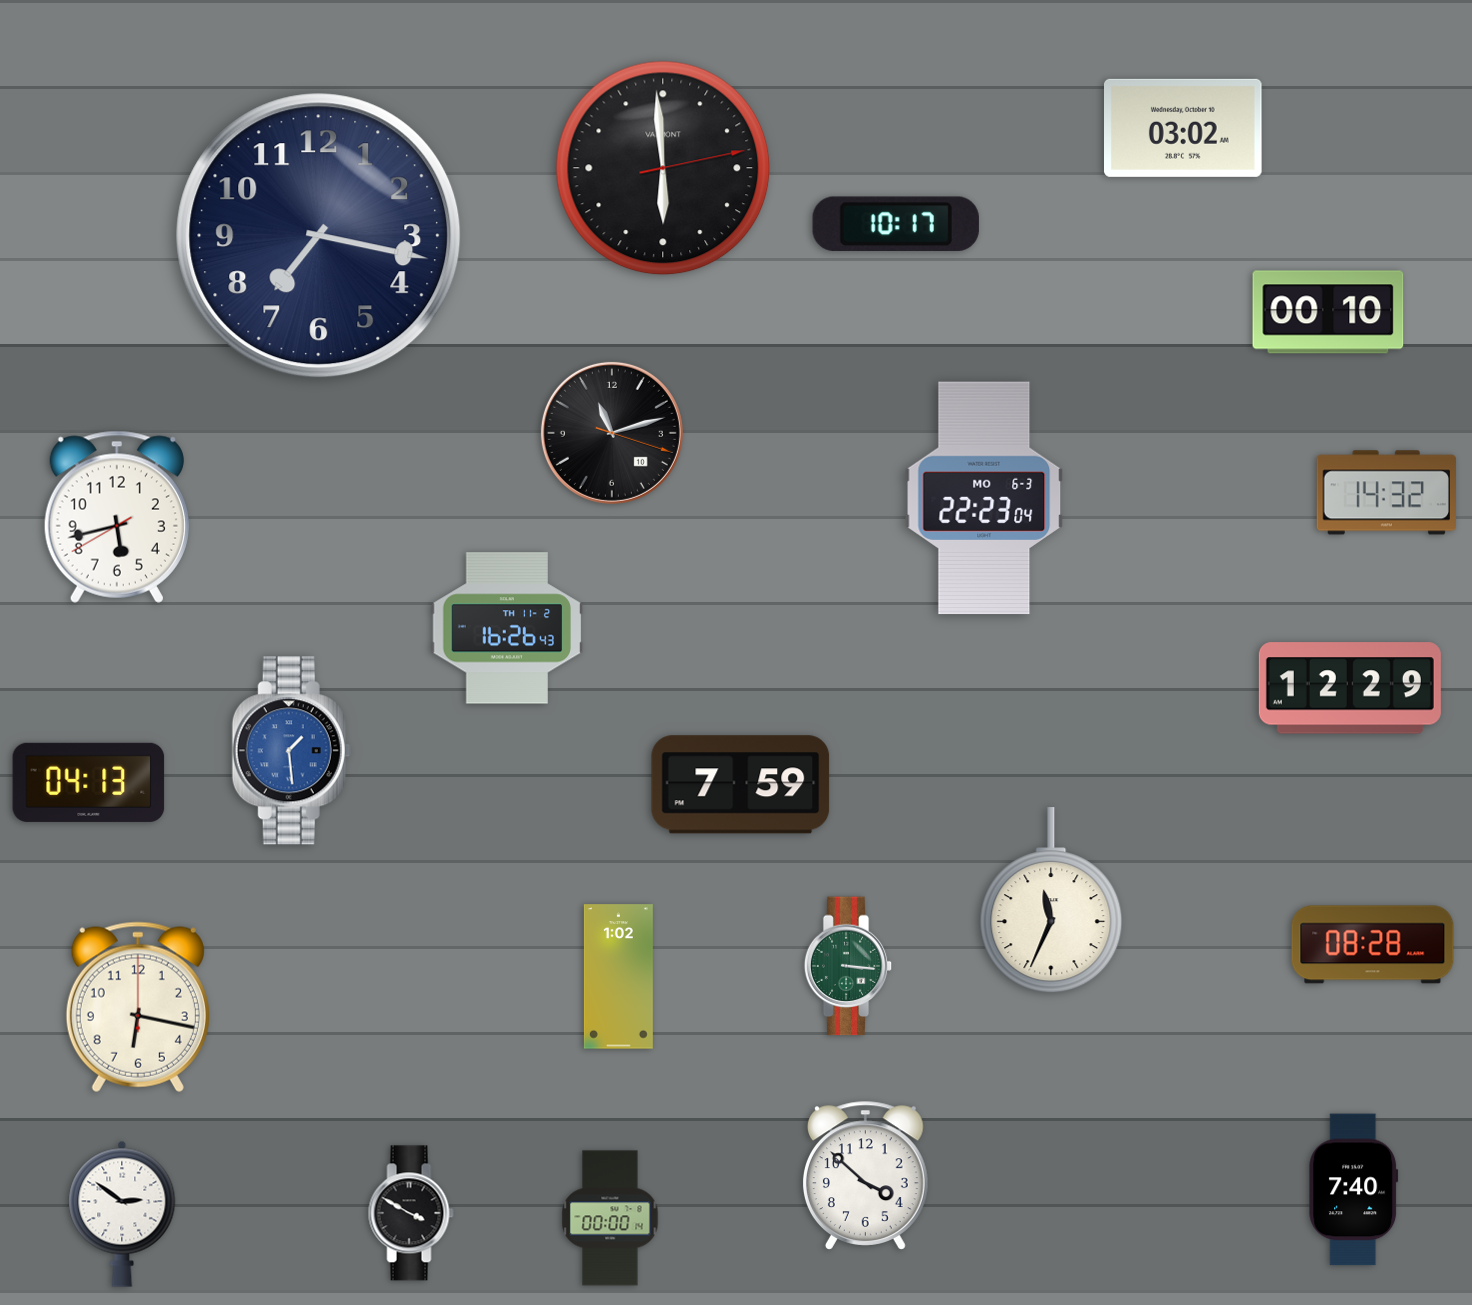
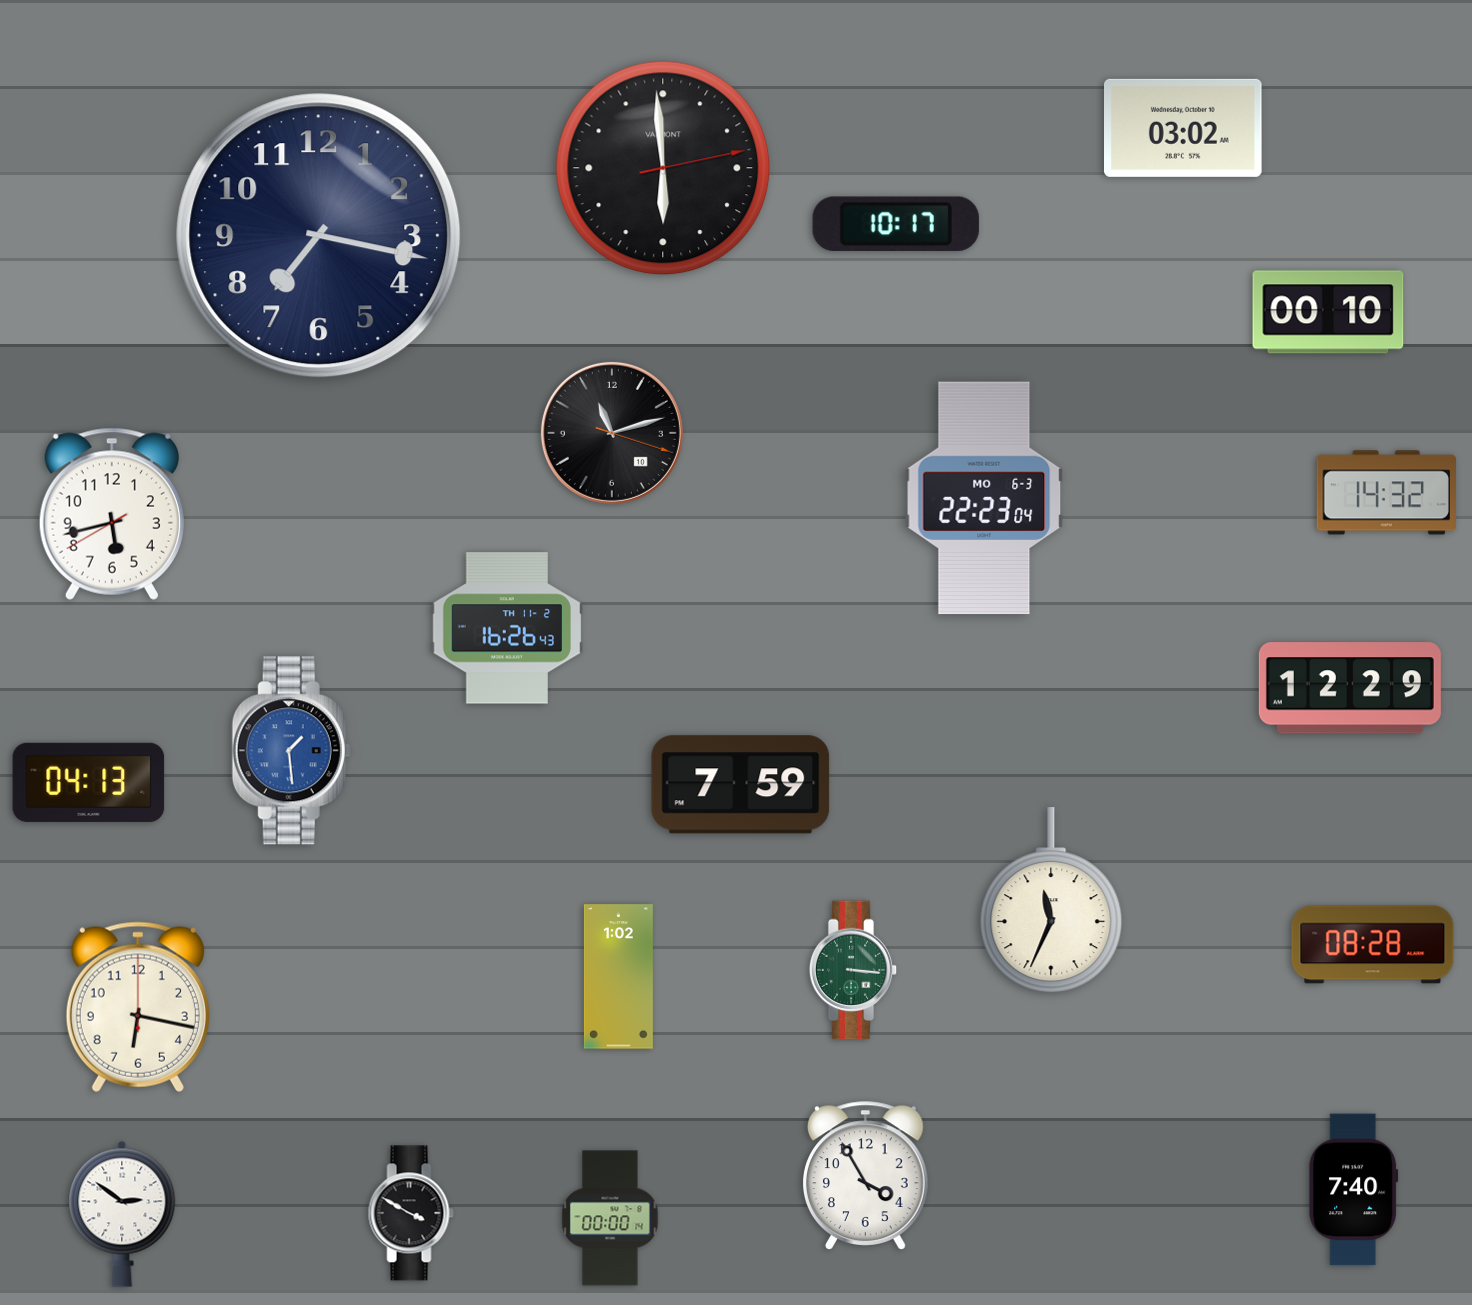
clock at (117, 517) position: (117, 517) -> (112, 514)
clock at (848, 966) position: (848, 966) -> (853, 970)
clock at (865, 1175): 3:52 -> 3:55
